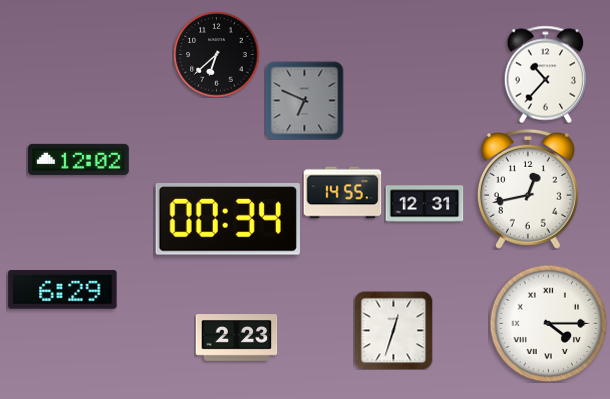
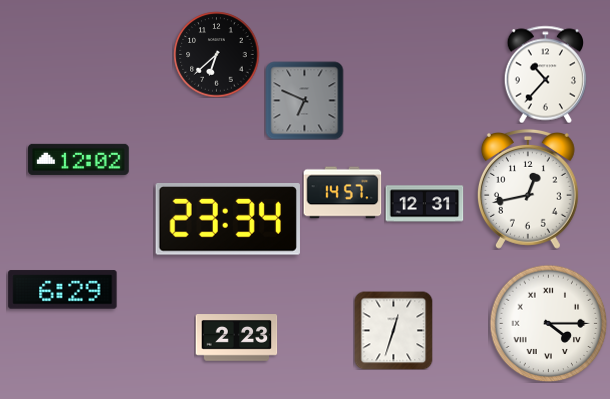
clock at (342, 193): 14:55 -> 14:57
clock at (228, 220): 00:34 -> 23:34
